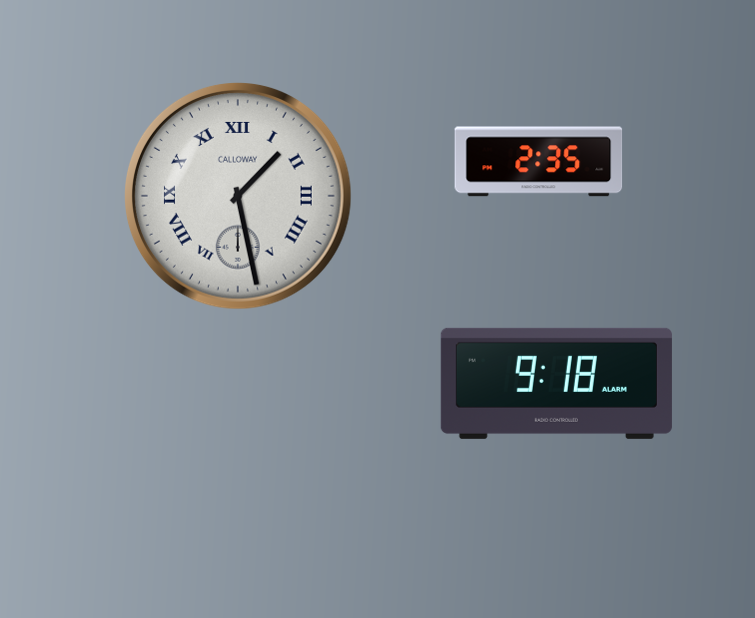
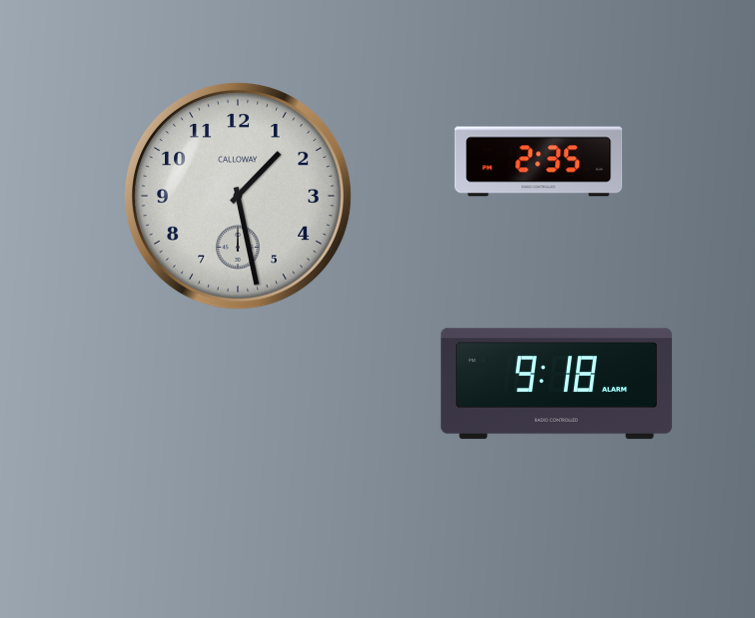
clock at (239, 197) numerals: Roman -> Arabic
